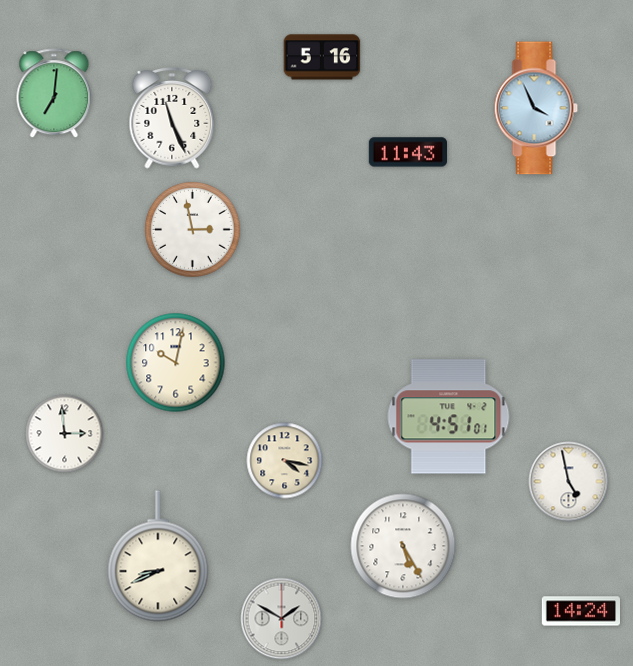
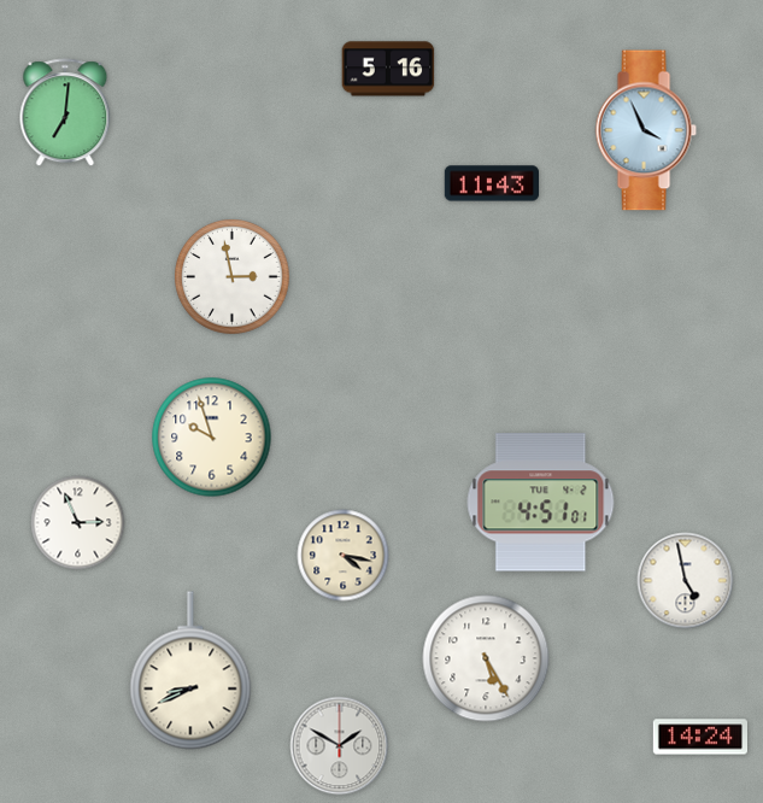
clock at (172, 119): 11:26 -> none
clock at (176, 363): 10:02 -> 9:57
clock at (65, 434): 2:59 -> 2:56
